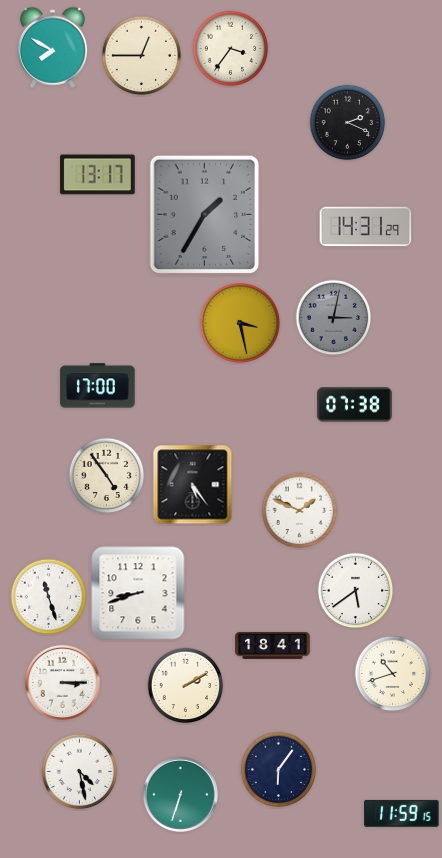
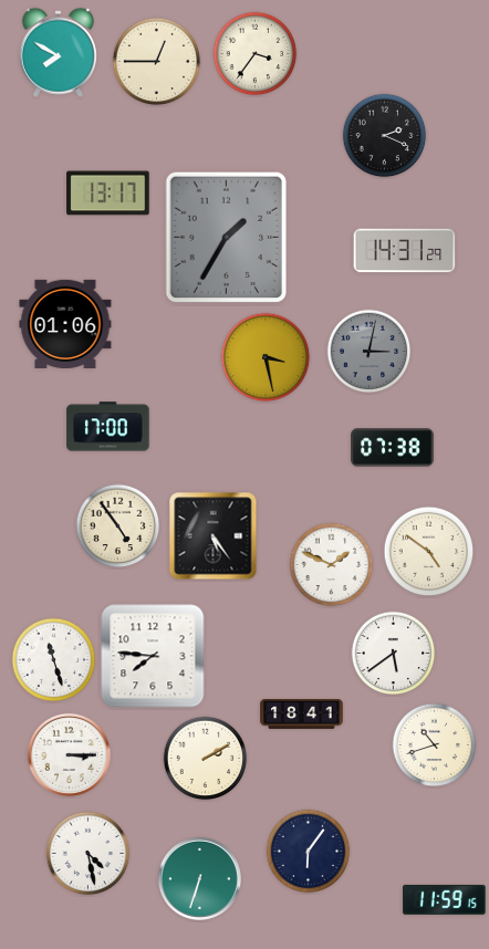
clock at (65, 324): none -> 01:06
clock at (429, 552): none -> 4:51
clock at (138, 593): 8:42 -> 7:46
